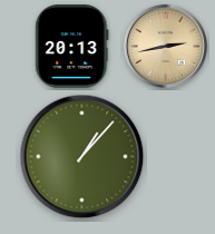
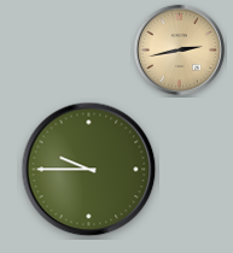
clock at (72, 47): 20:13 -> none
clock at (82, 157): 1:07 -> 9:45
